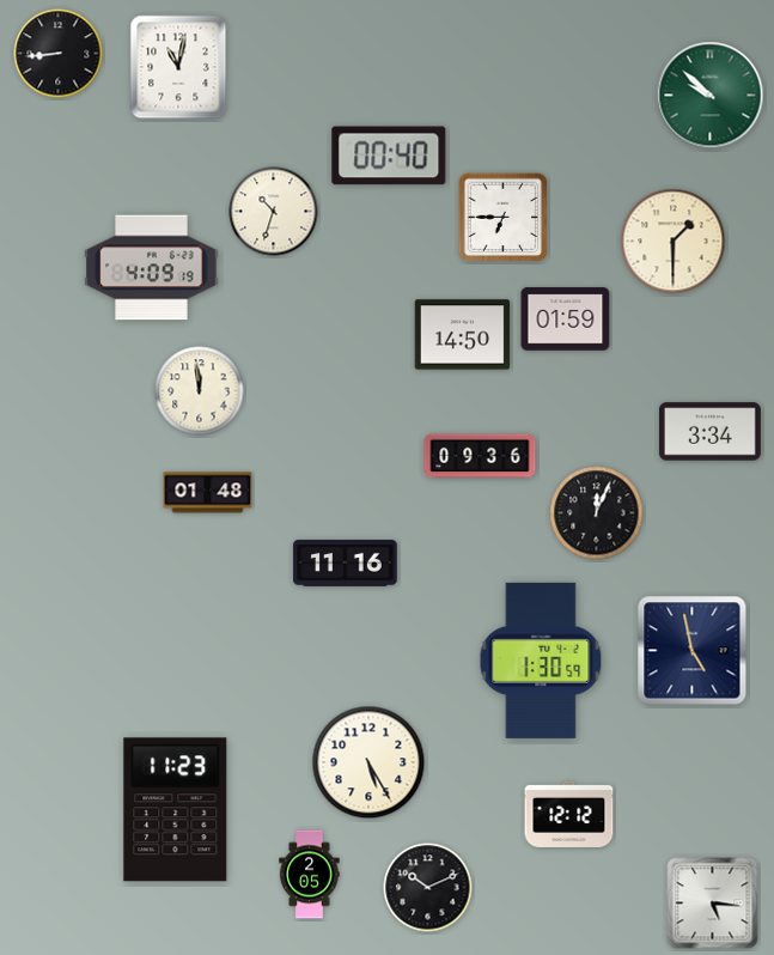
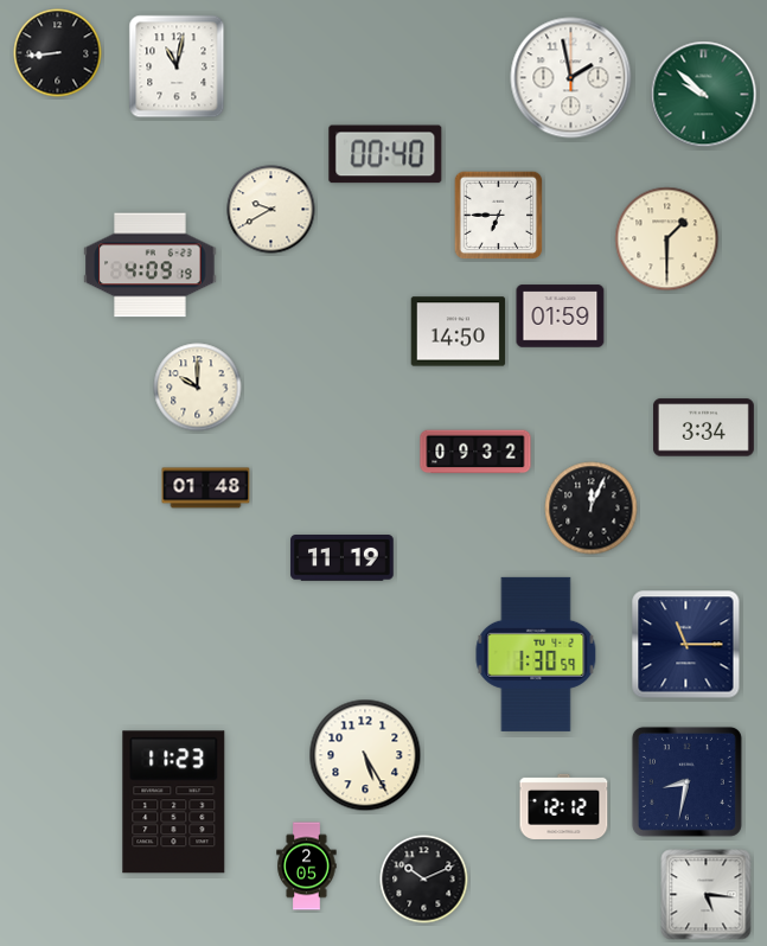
clock at (571, 78): none -> 1:58
clock at (274, 212): 10:33 -> 9:40
clock at (200, 391): 11:59 -> 10:00
clock at (480, 456): 09:36 -> 09:32
clock at (346, 564): 11:16 -> 11:19
clock at (693, 651): 4:58 -> 11:15
clock at (686, 781): none -> 8:32
